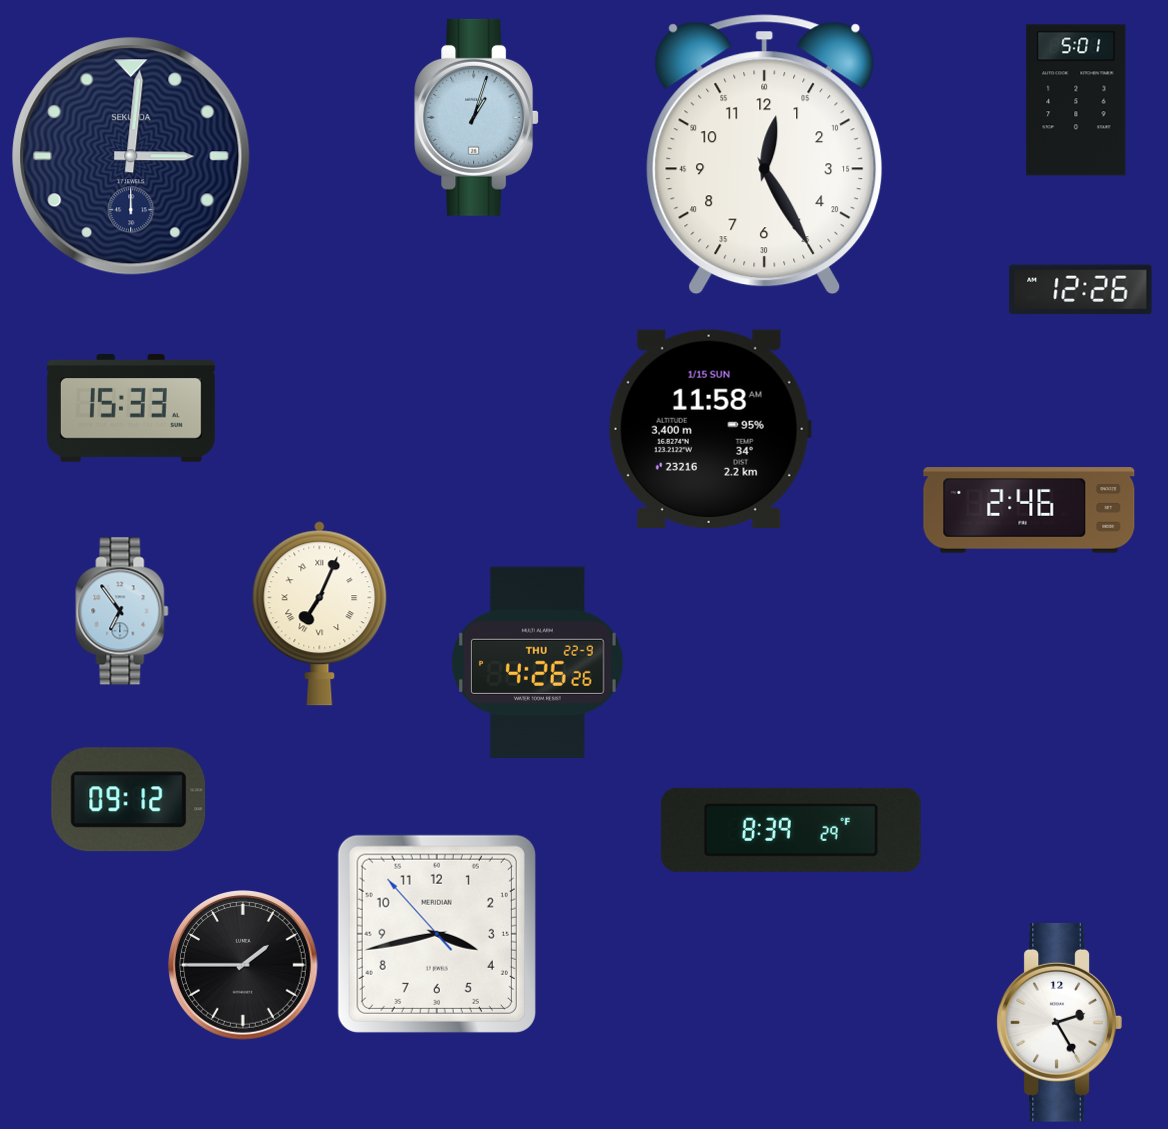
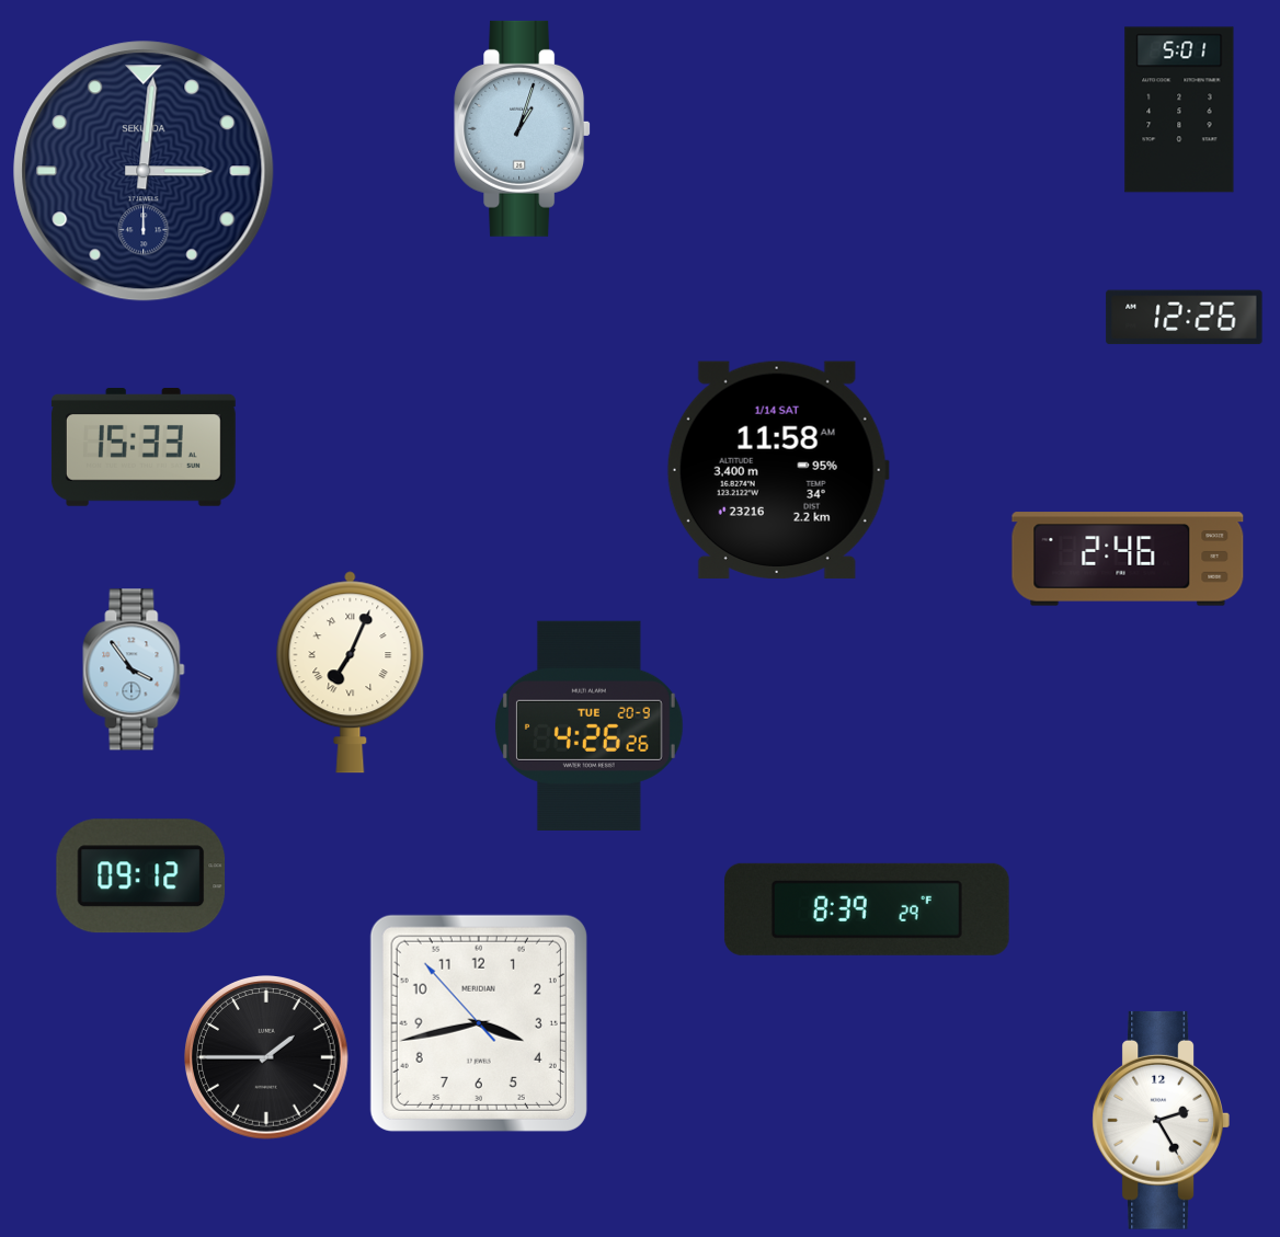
clock at (765, 155): 12:25 -> none
clock at (710, 429) date: 1/15 SUN -> 1/14 SAT
clock at (122, 611): 6:54 -> 3:54
clock at (537, 662) date: THU 22-9 -> TUE 20-9
